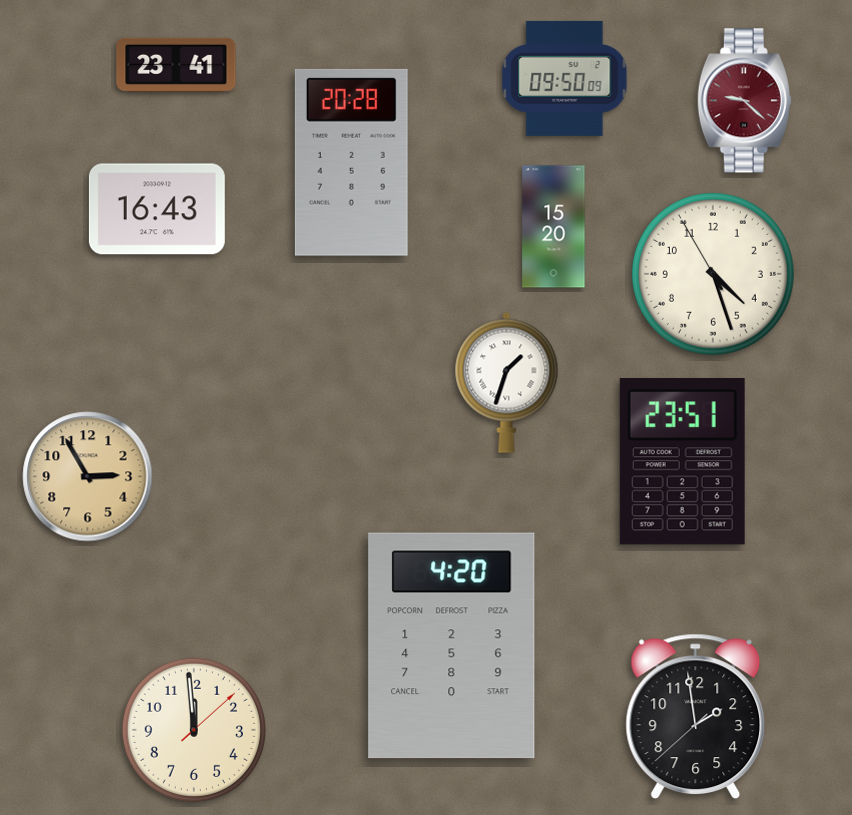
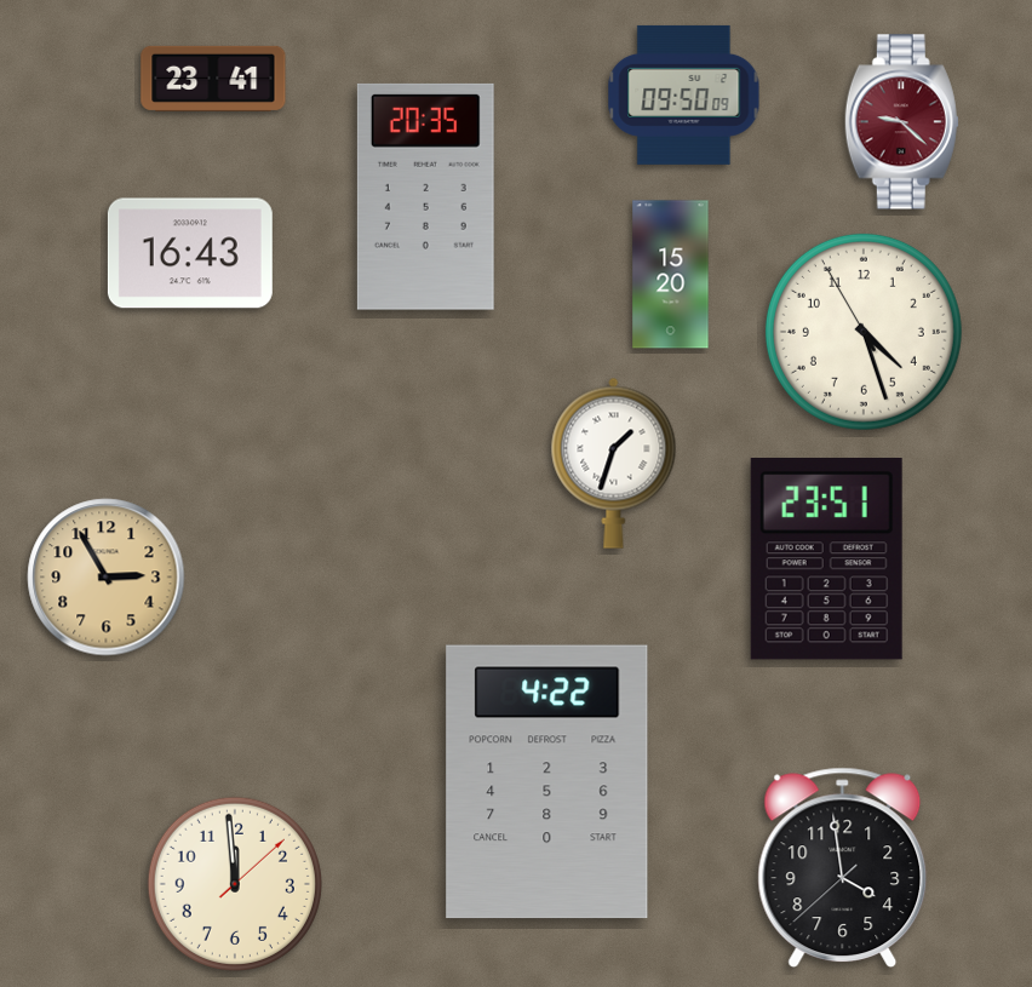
clock at (351, 162): 20:28 -> 20:35
clock at (452, 646): 4:20 -> 4:22
clock at (696, 717): 1:58 -> 3:58
